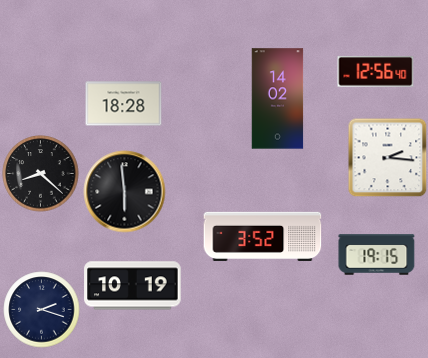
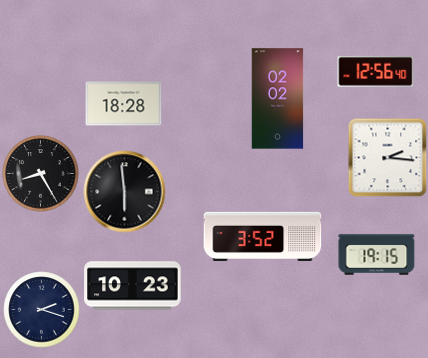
clock at (278, 99): 14:02 -> 02:02
clock at (41, 174): 8:22 -> 8:25
clock at (133, 286): 10:19 -> 10:23
